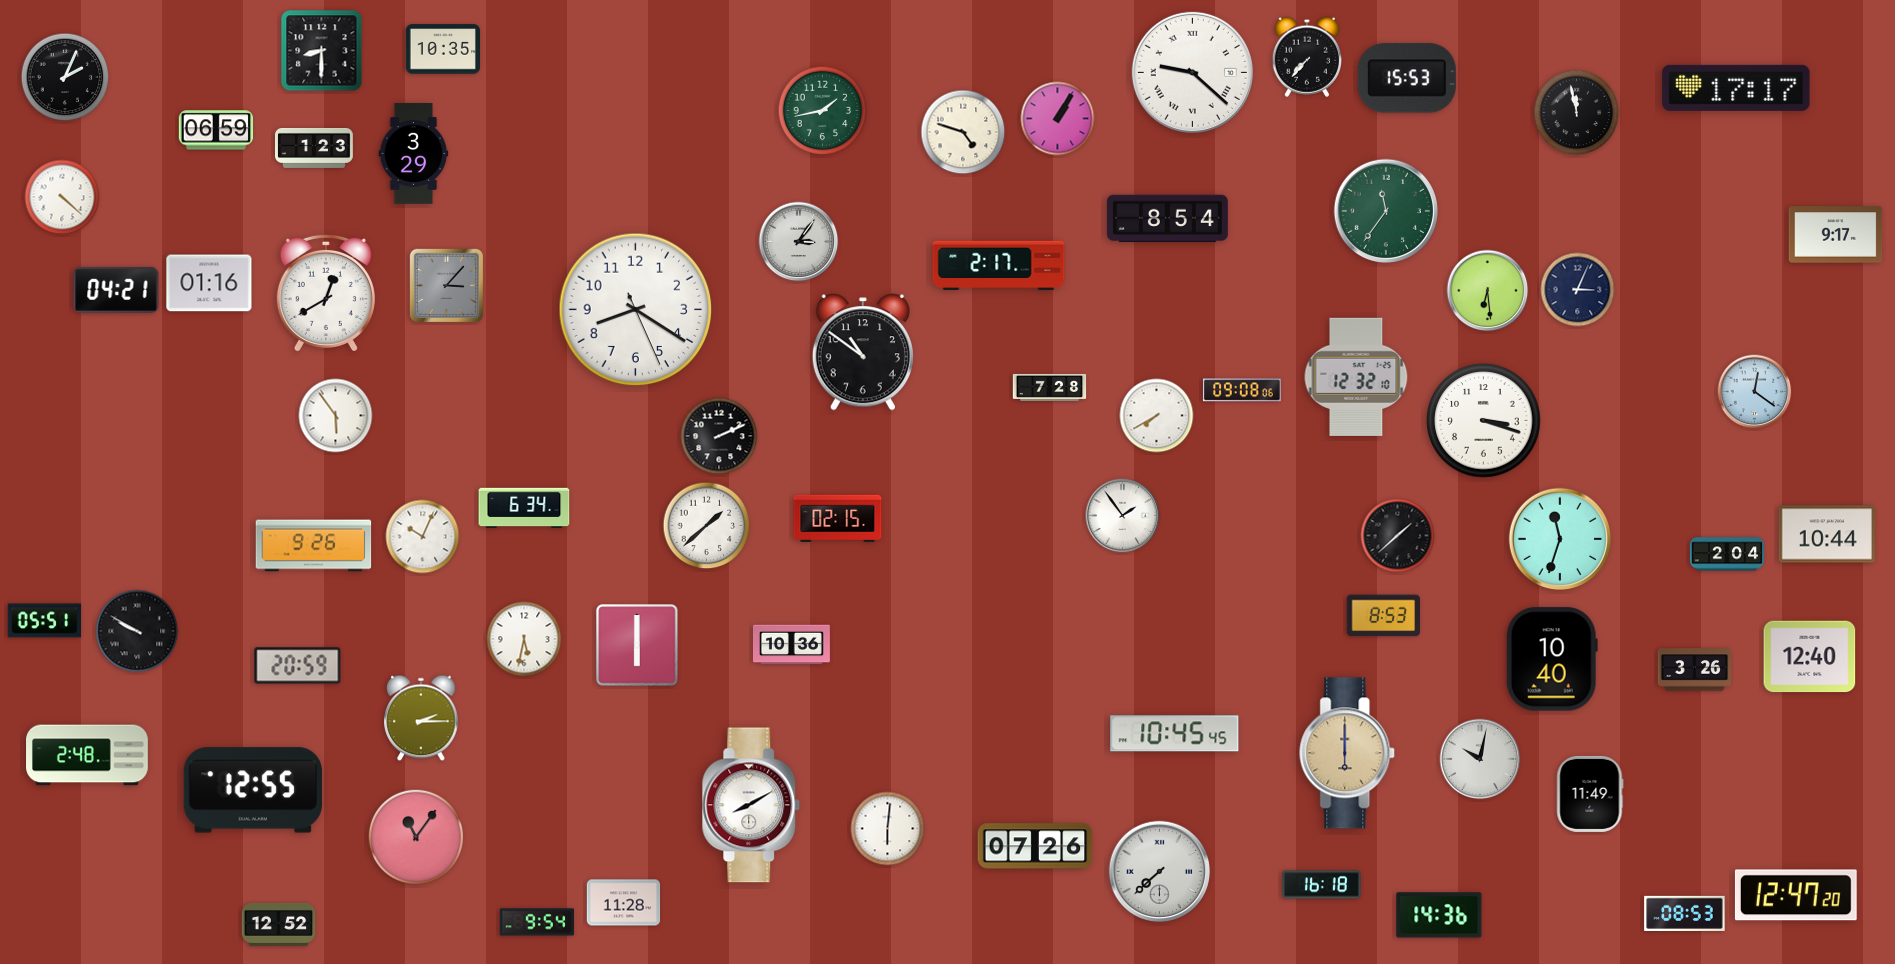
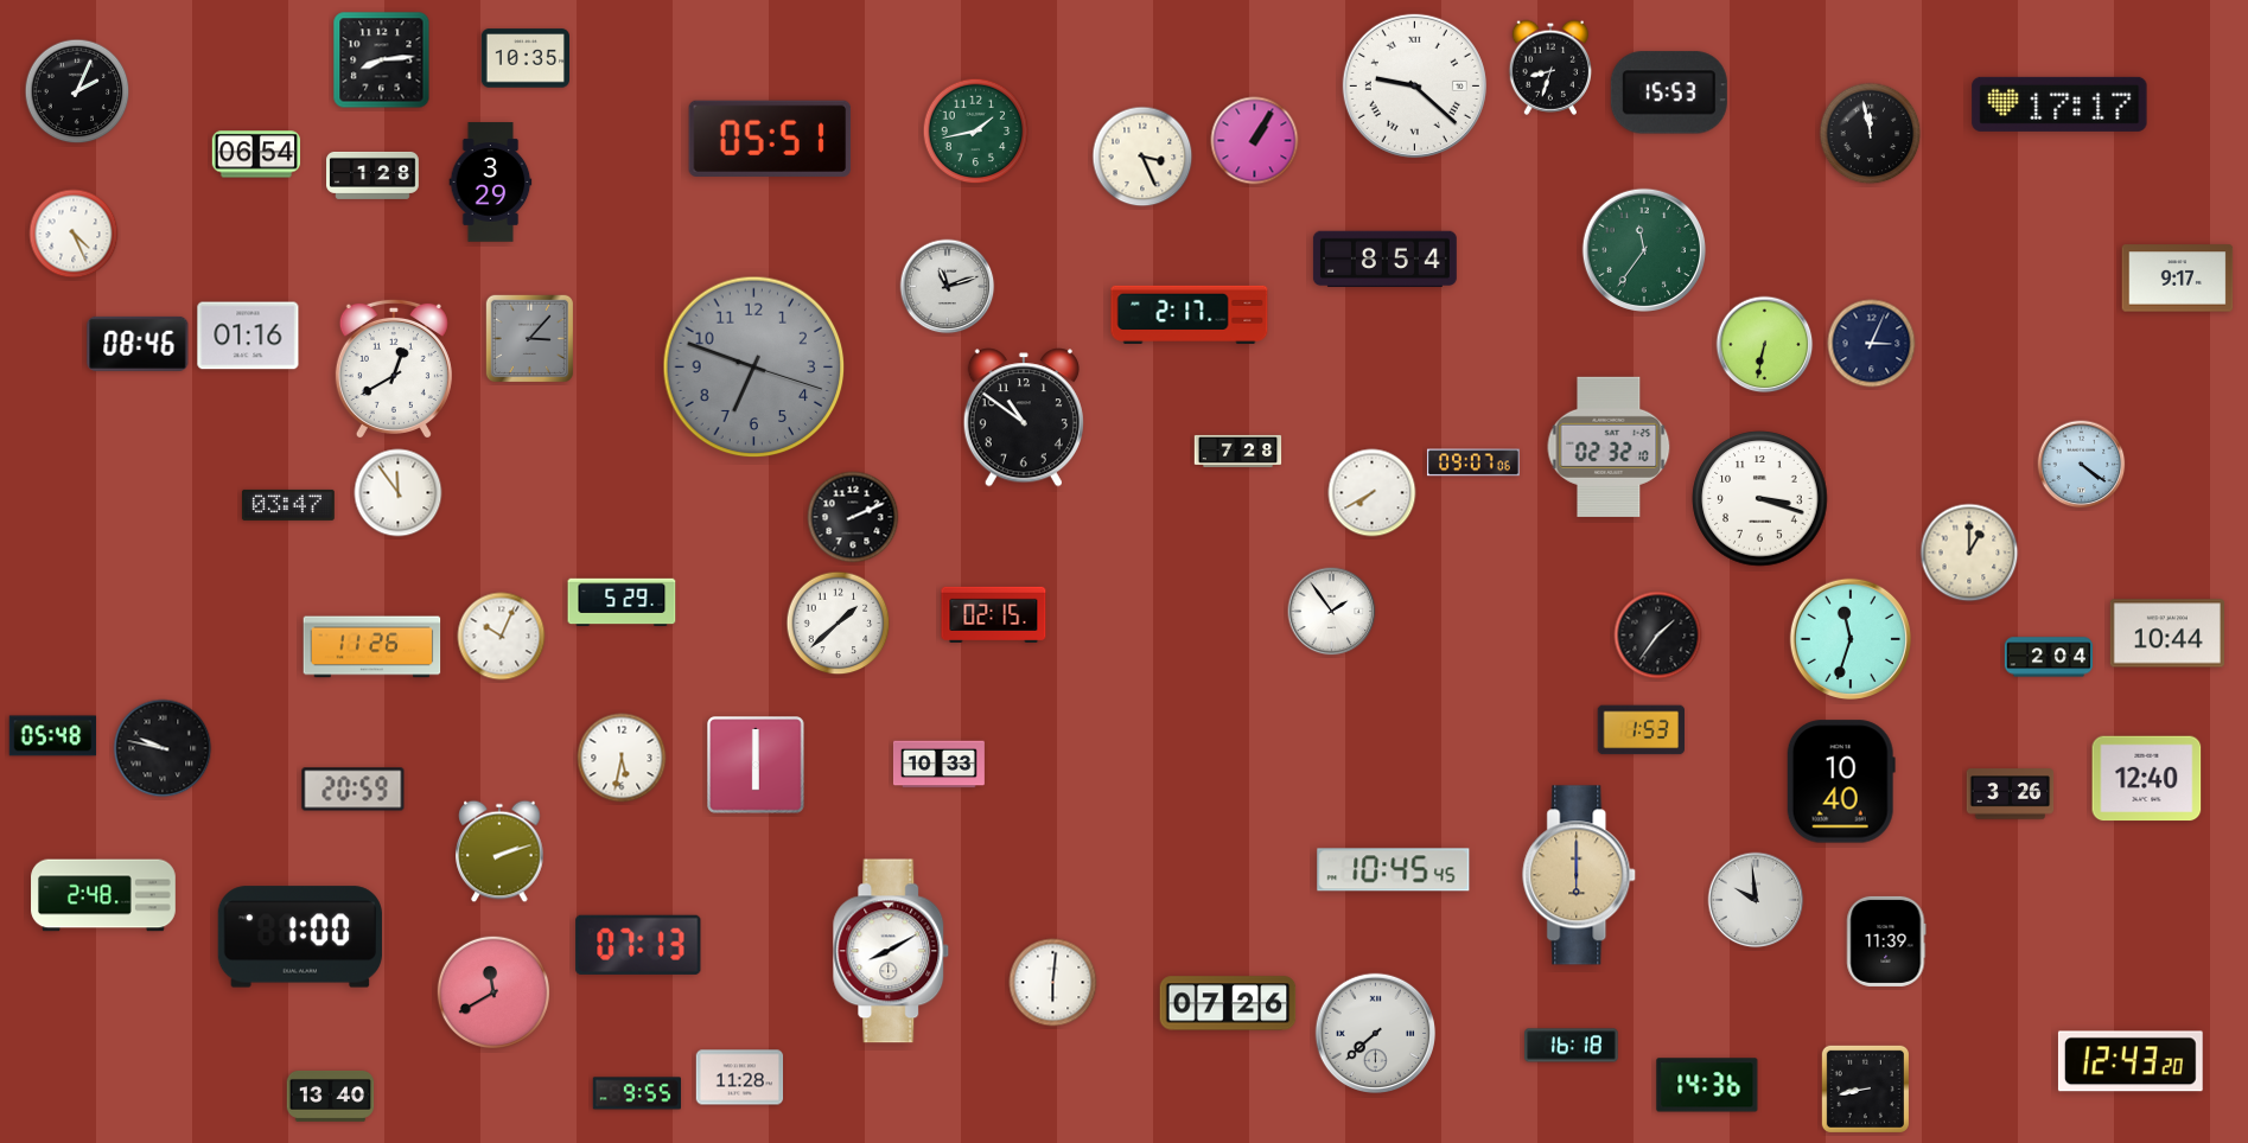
clock at (322, 51): 8:30 -> 8:14
clock at (1306, 57): 7:37 -> 8:33
clock at (770, 139): none -> 05:51
clock at (215, 130): 06:59 -> 06:54
clock at (963, 132): 4:48 -> 3:26
clock at (314, 148): 1:23 -> 1:28
clock at (62, 197): 4:22 -> 4:26
clock at (799, 242): 3:06 -> 11:12
clock at (999, 265) position: (999, 265) -> (1190, 314)
clock at (116, 290): 04:21 -> 08:46
clock at (1488, 291): 6:29 -> 6:32
clock at (326, 292) position: (326, 292) -> (394, 368)
clock at (636, 310): 8:20 -> 6:48
clock at (636, 310) dial: white -> grey
clock at (1356, 377): 12:32 -> 02:32
clock at (1050, 387) position: (1050, 387) -> (1238, 451)
clock at (1242, 390): 09:08 -> 09:07
clock at (1755, 392): 12:21 -> 4:21
clock at (336, 416): 5:54 -> 11:54
clock at (288, 505): none -> 03:47
clock at (1969, 553): none -> 1:00
clock at (524, 508): 6:34 -> 5:29
clock at (1398, 536): 1:38 -> 1:36
clock at (314, 546): 9:26 -> 11:26
clock at (1383, 616): 8:53 -> 1:53
clock at (45, 621): 05:51 -> 05:48
clock at (137, 631): 9:50 -> 9:47
clock at (791, 645): 10:36 -> 10:33
clock at (421, 718): 2:15 -> 2:12
clock at (1348, 753) position: (1348, 753) -> (1580, 875)
clock at (1480, 759): 10:02 -> 9:59
clock at (253, 790): 12:55 -> 1:00
clock at (1590, 794): 11:49 -> 11:39
clock at (638, 945): none -> 07:13
clock at (751, 805) position: (751, 805) -> (891, 951)
clock at (415, 836): 11:06 -> 11:40
clock at (1322, 885) position: (1322, 885) -> (1572, 1046)
clock at (1796, 895): 12:47 -> 12:43
clock at (624, 903) position: (624, 903) -> (740, 1078)
clock at (1685, 913): 08:53 -> none
clock at (1865, 1088): none -> 8:43
clock at (536, 922): 9:54 -> 9:55
clock at (279, 924): 12:52 -> 13:40
